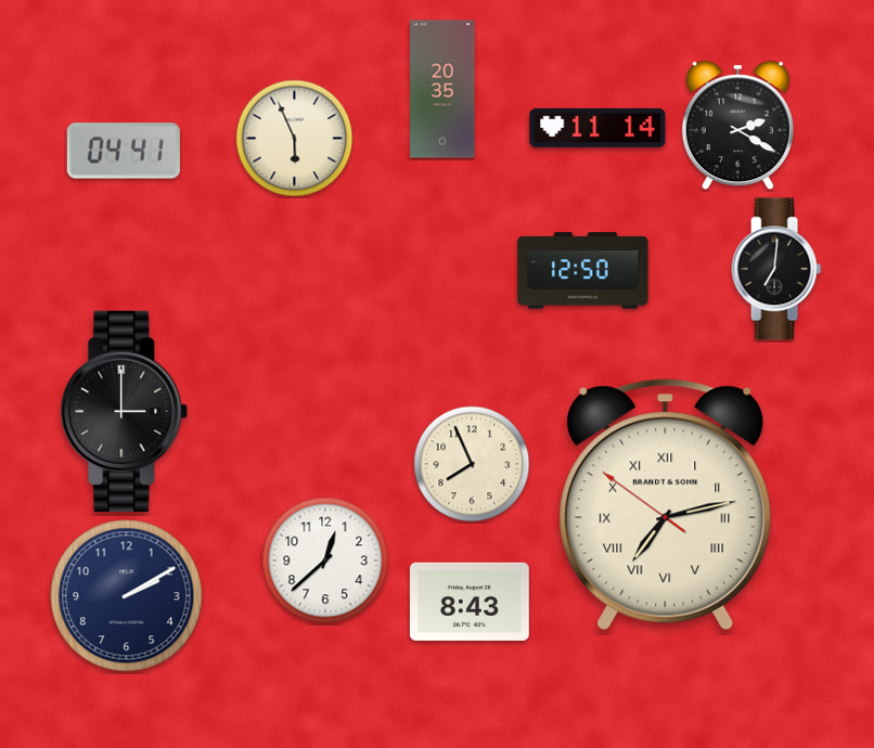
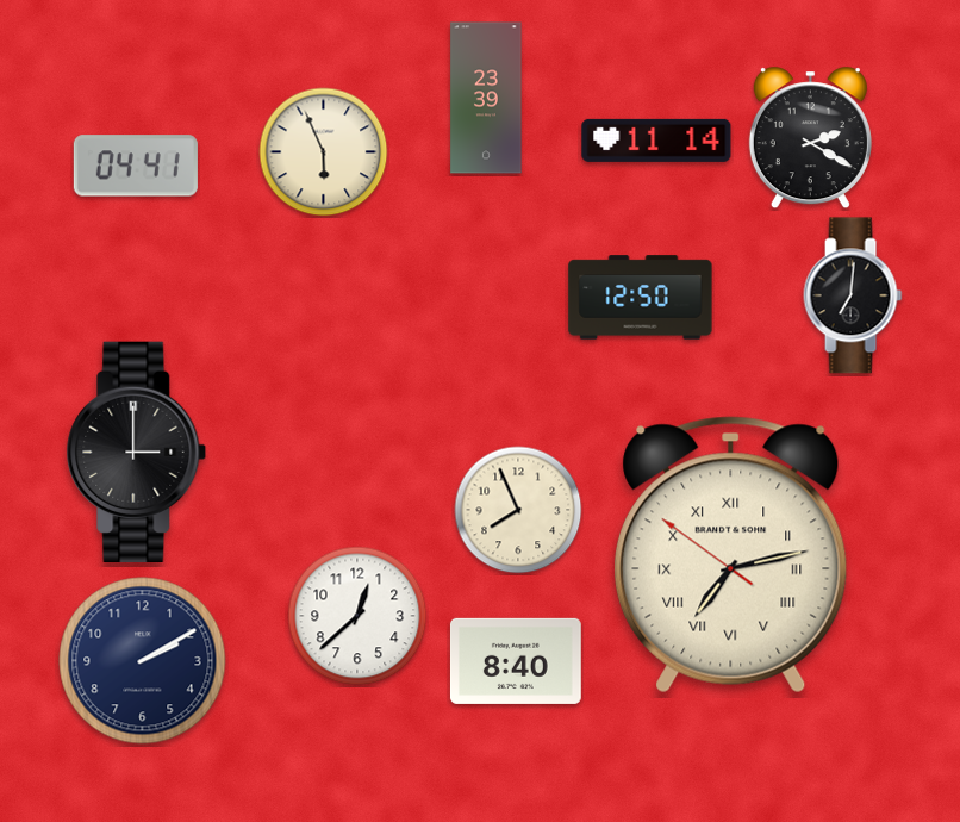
clock at (442, 89): 20:35 -> 23:39
clock at (127, 596) position: (127, 596) -> (143, 661)
clock at (470, 602): 8:43 -> 8:40
